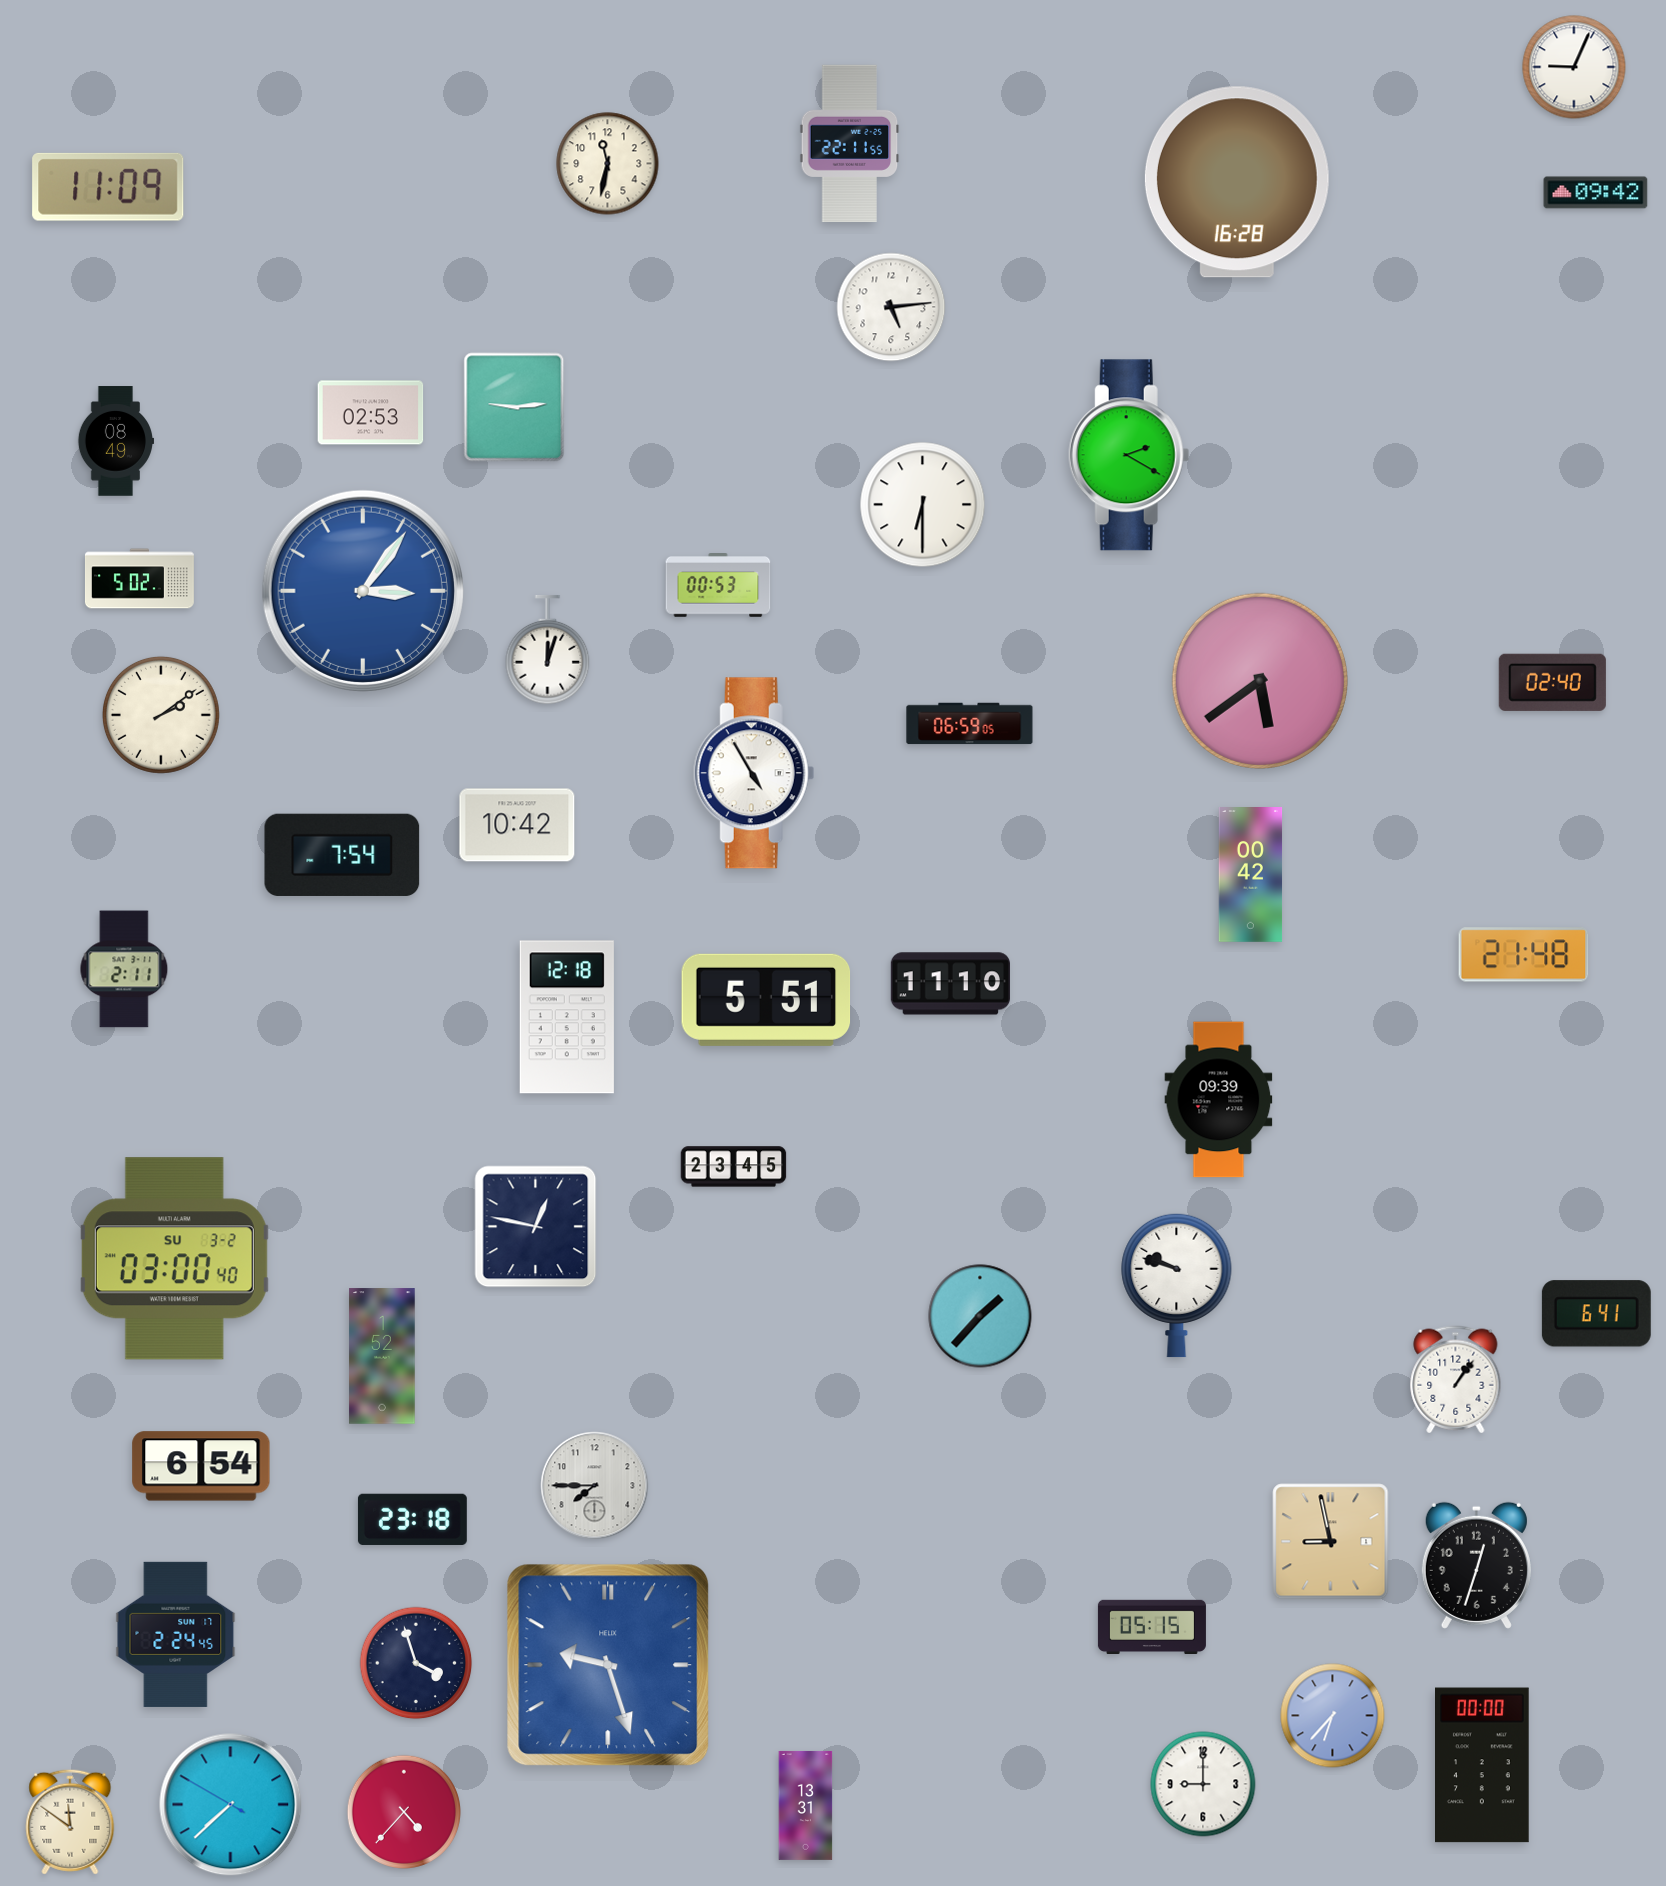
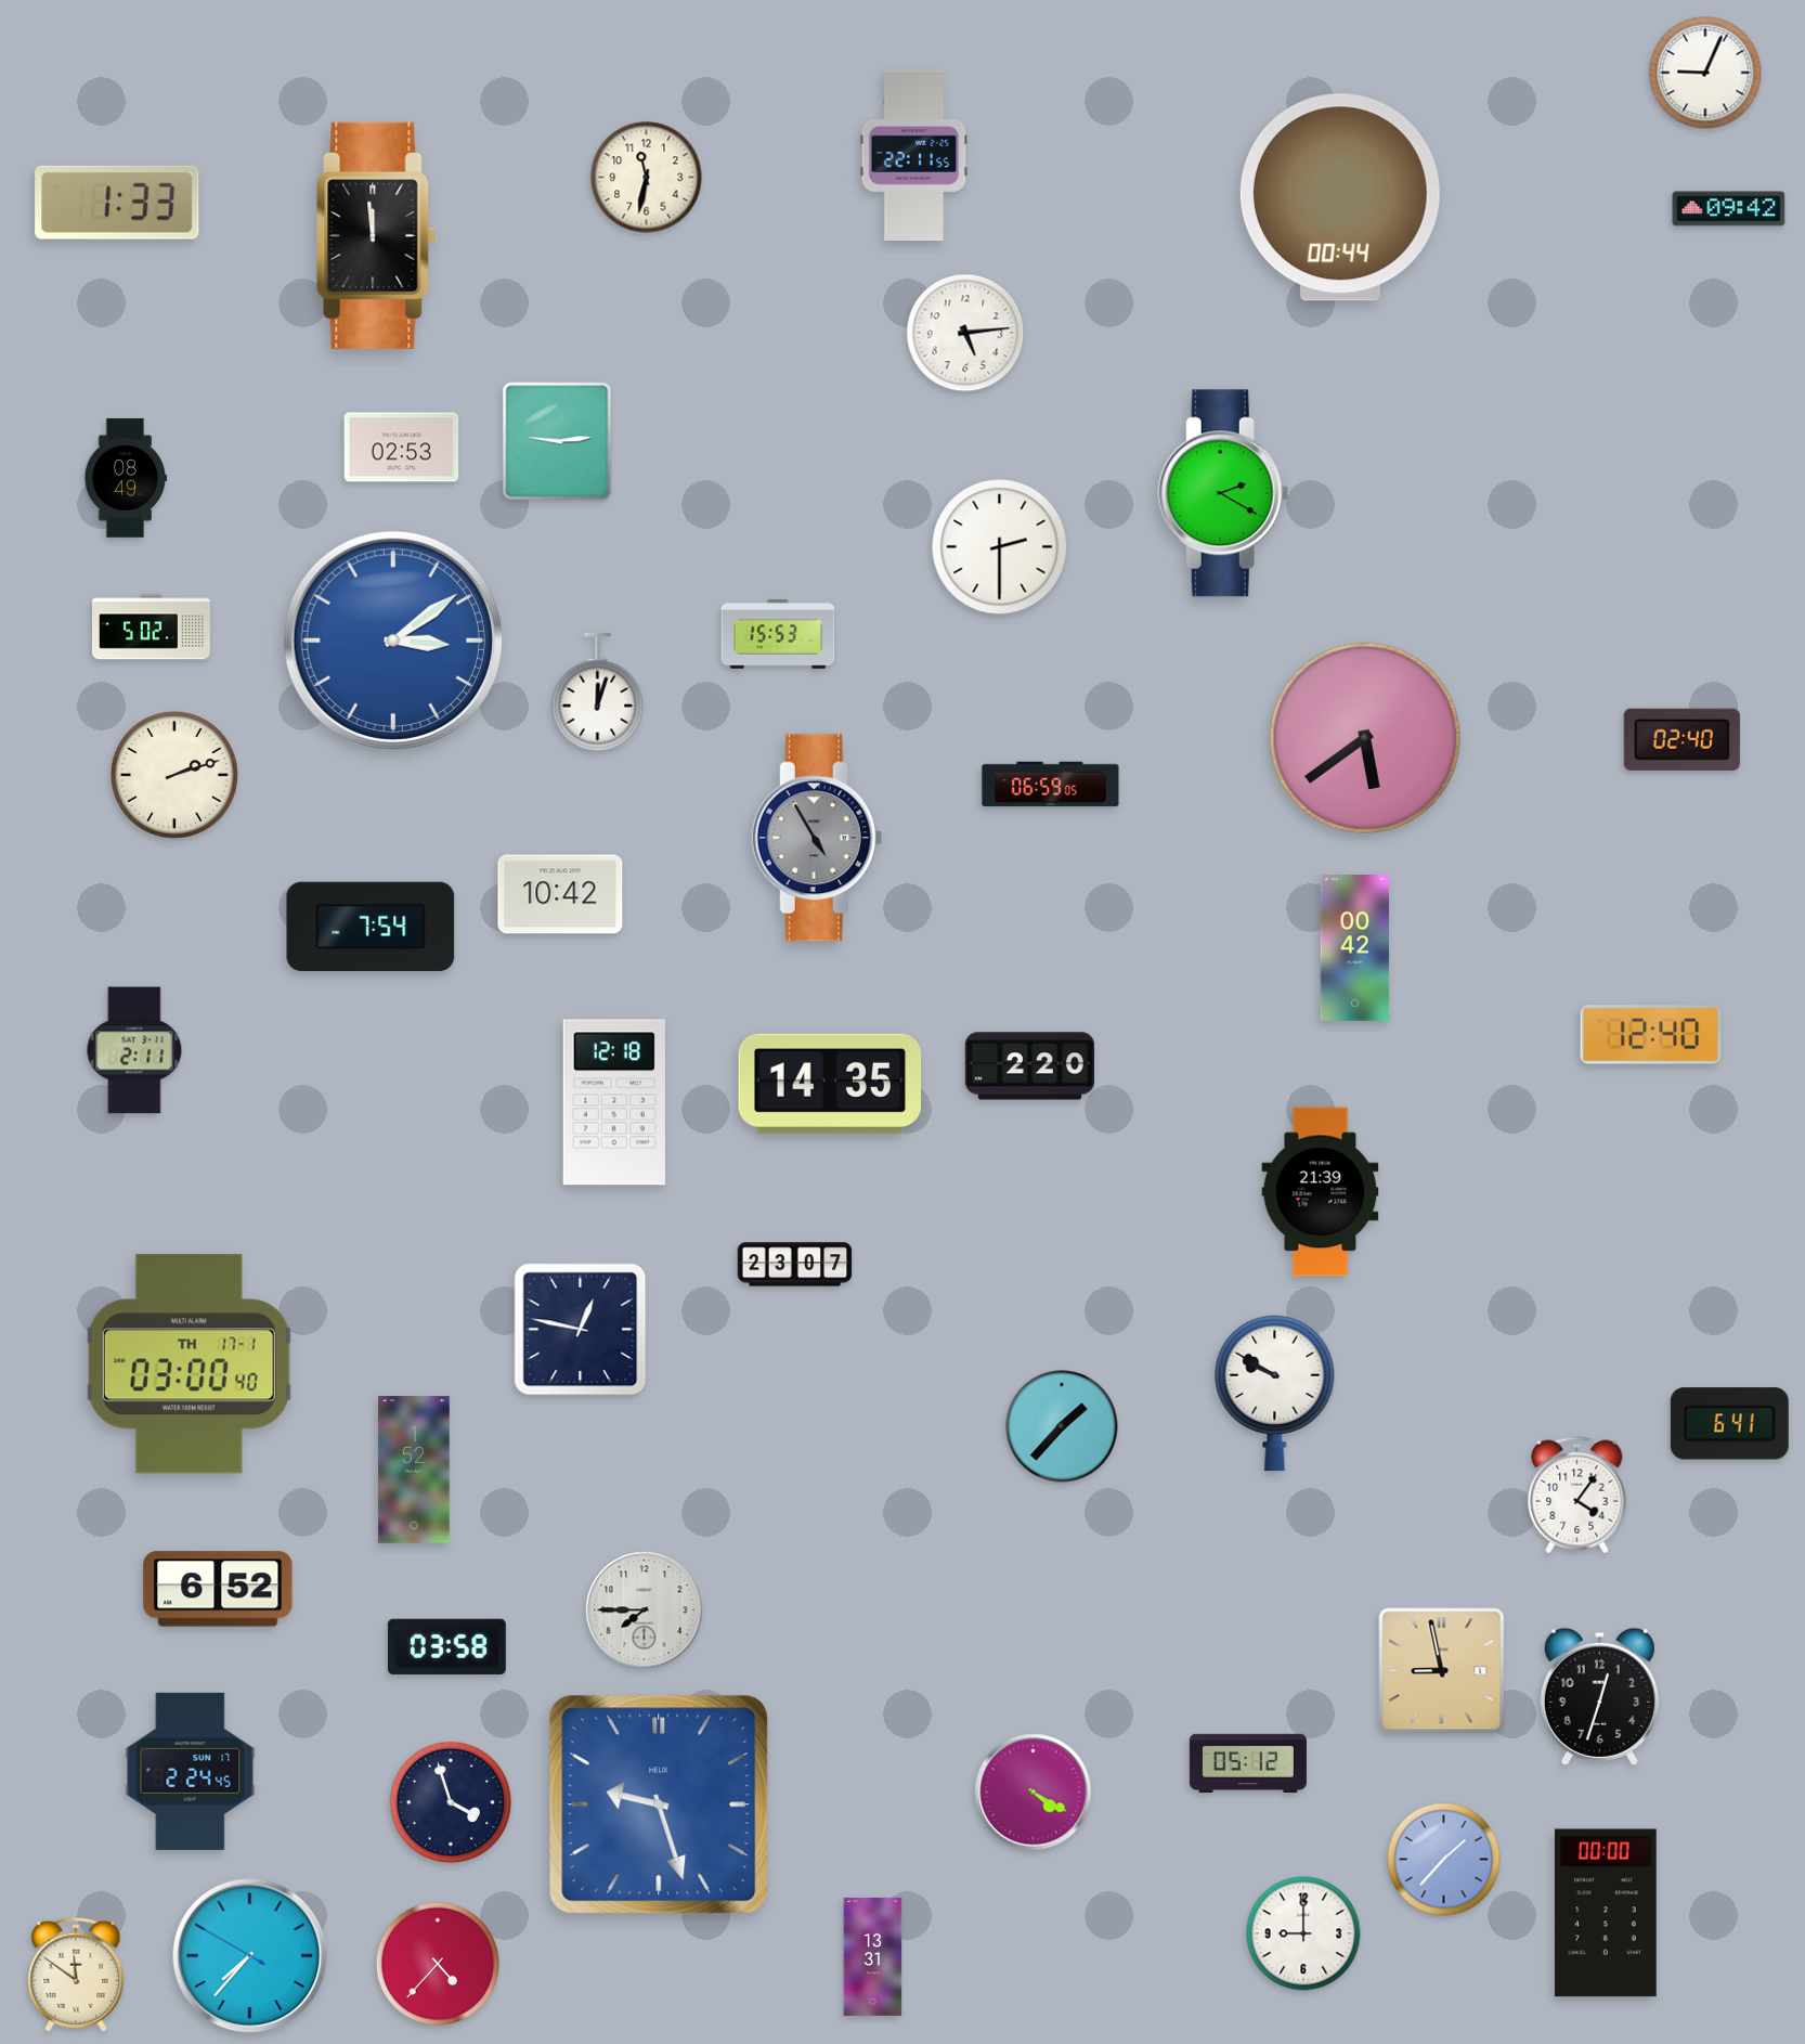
clock at (850, 143) position: (850, 143) -> (914, 155)
clock at (608, 164) position: (608, 164) -> (647, 178)
clock at (1237, 182): 16:28 -> 00:44
clock at (108, 187): 11:09 -> 1:33
clock at (377, 235): none -> 11:59
clock at (923, 505): 6:30 -> 2:30
clock at (718, 586): 00:53 -> 15:53
clock at (363, 591): 3:06 -> 3:09
clock at (548, 650) position: (548, 650) -> (598, 693)
clock at (161, 715): 2:09 -> 2:12
clock at (754, 773) dial: white -> grey
clock at (1524, 955): 21:48 -> 12:40
clock at (950, 984): 11:10 -> 2:20
clock at (766, 1000): 5:51 -> 14:35
clock at (1219, 1100): 09:39 -> 21:39
clock at (734, 1167): 23:45 -> 23:07
clock at (174, 1259) date: SU 3-2 -> TH 17-1
clock at (1177, 1285): 9:48 -> 9:50
clock at (1456, 1380): 1:06 -> 4:06
clock at (201, 1466): 6:54 -> 6:52
clock at (412, 1519): 23:18 -> 03:58
clock at (1152, 1626): 05:15 -> 05:12
clock at (1034, 1793): none -> 4:20
clock at (1333, 1716): 6:37 -> 1:37
clock at (231, 1805): 7:37 -> 7:36
